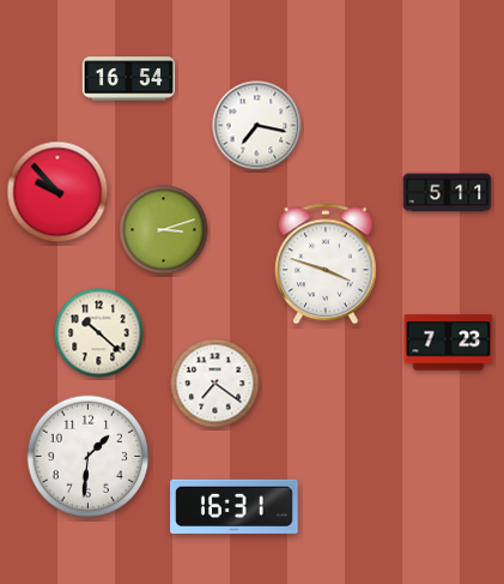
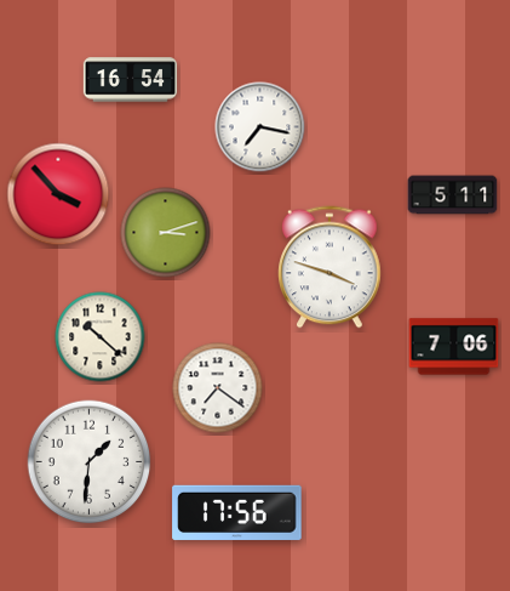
clock at (57, 192): 9:53 -> 3:53
clock at (449, 343): 7:23 -> 7:06
clock at (235, 506): 16:31 -> 17:56
